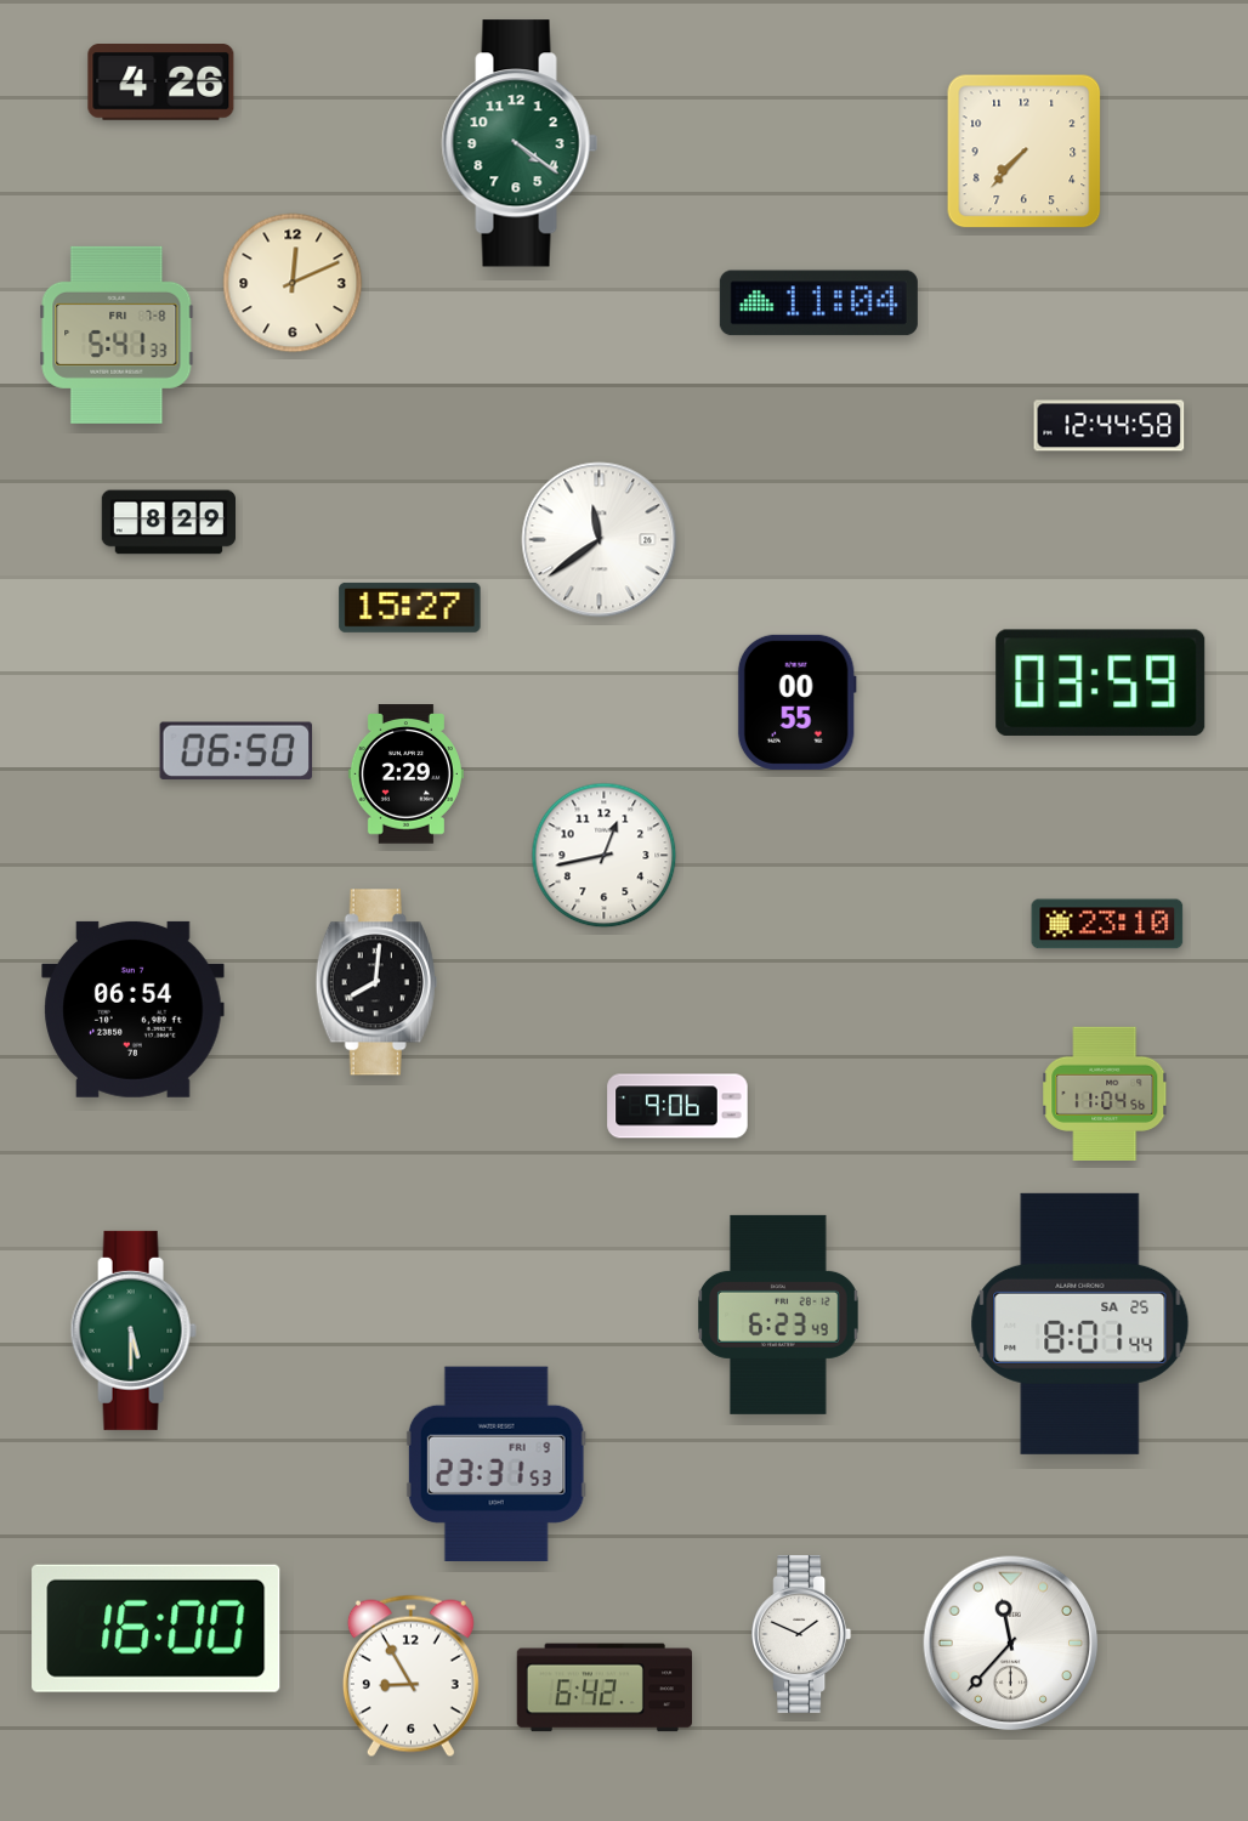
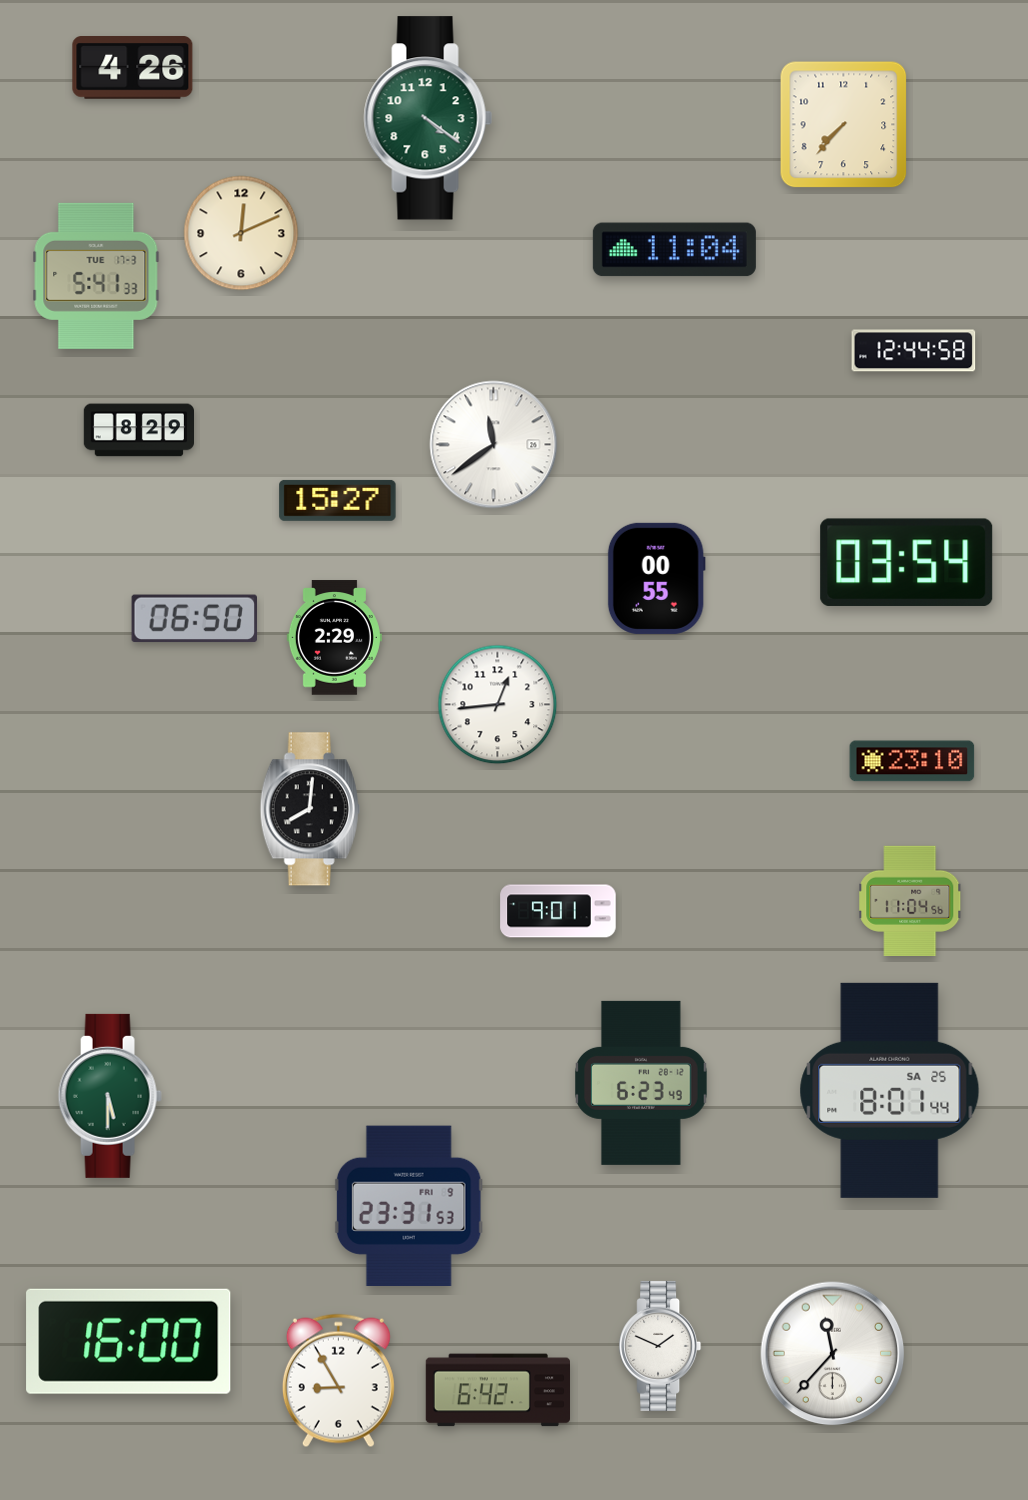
clock at (117, 335) date: FRI 7-8 -> TUE 17-3
clock at (1101, 682): 03:59 -> 03:54
clock at (605, 856): 12:43 -> 12:44
clock at (134, 1009): 06:54 -> none
clock at (677, 1106): 9:06 -> 9:01
